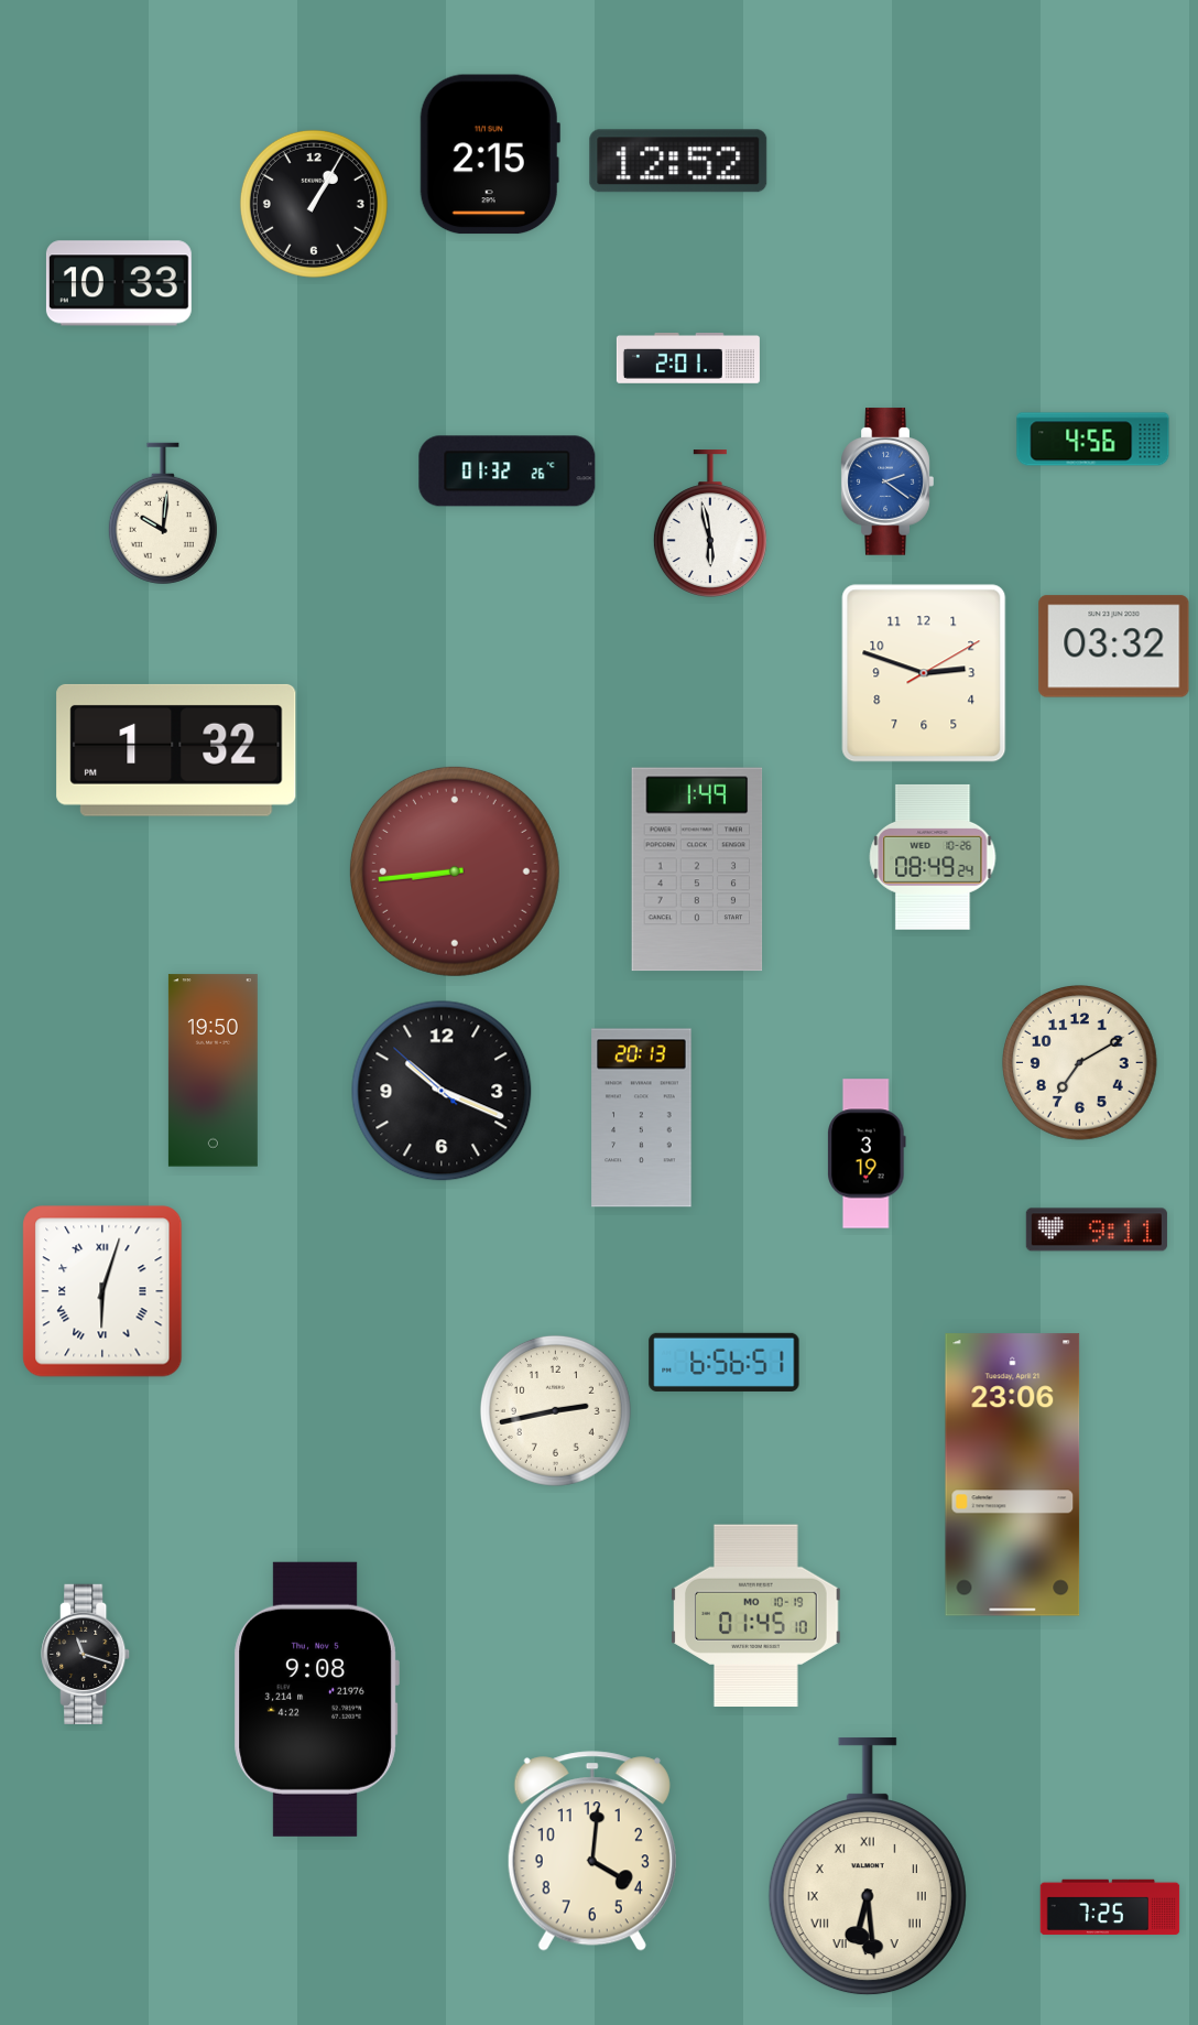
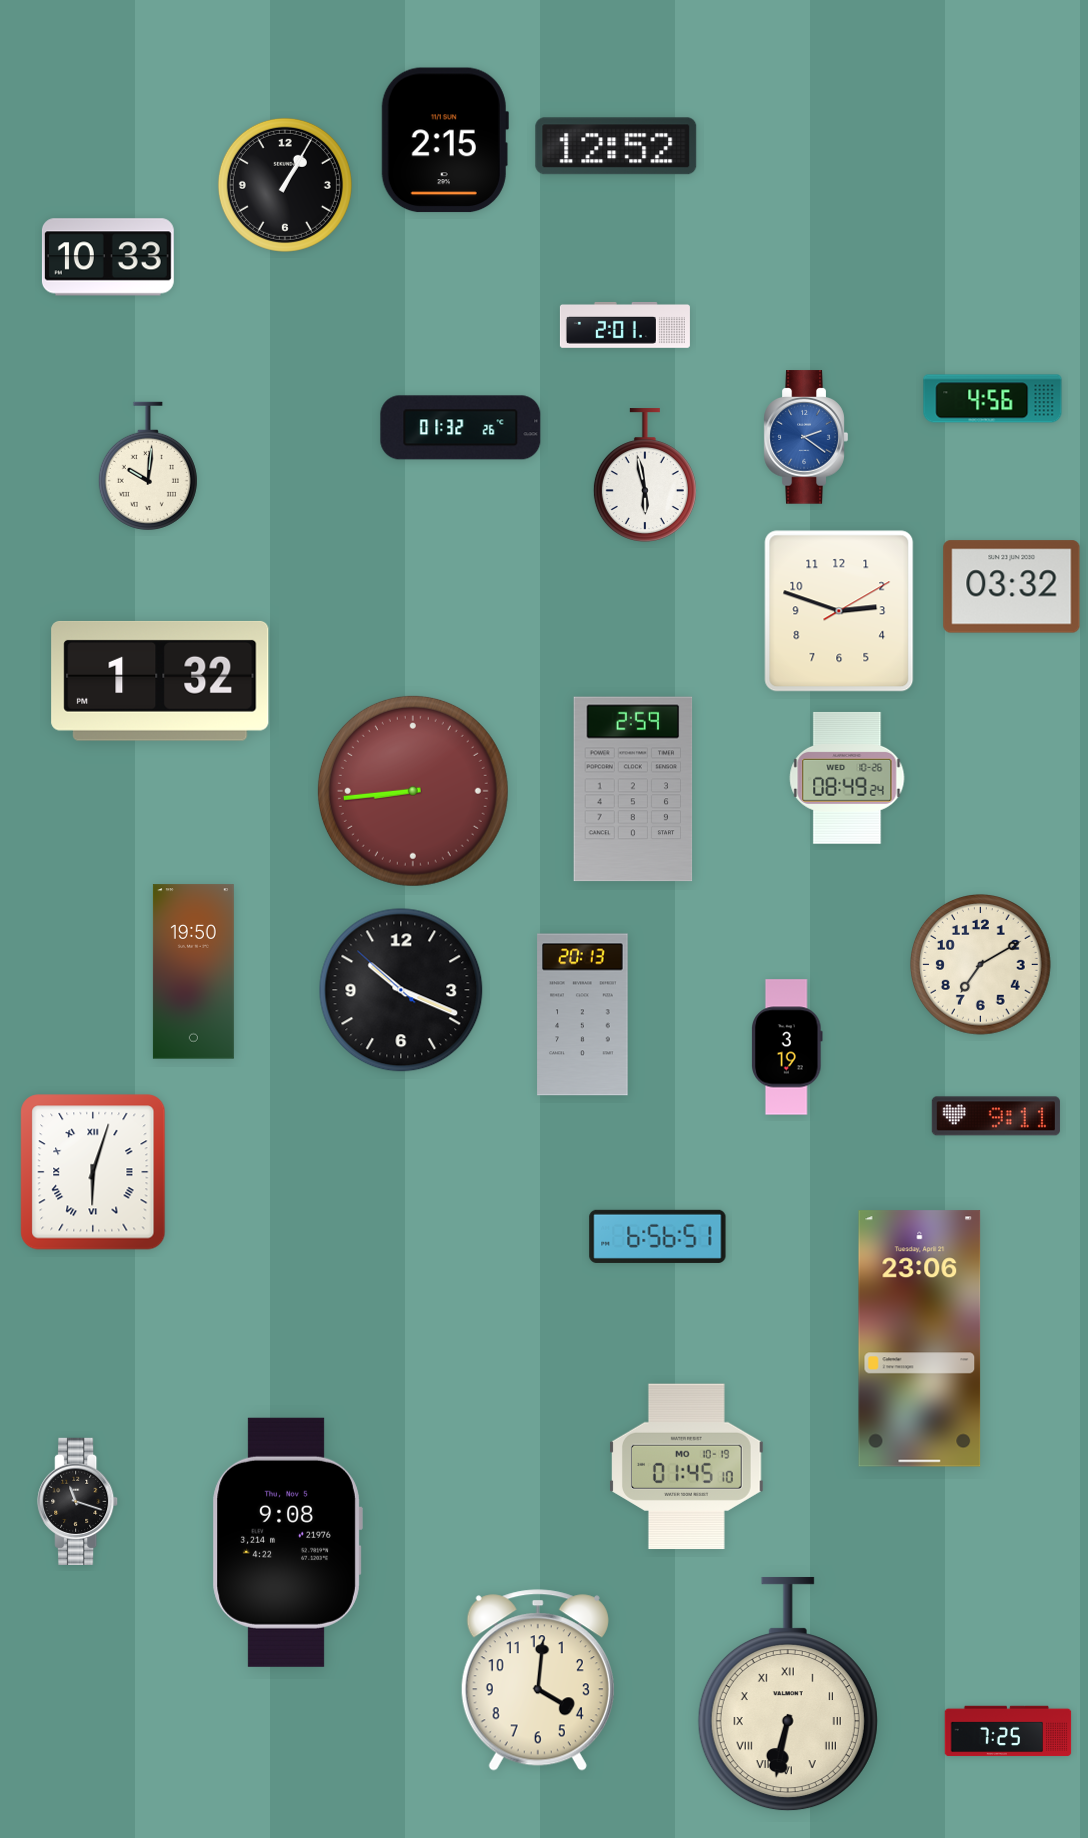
clock at (697, 869): 1:49 -> 2:59
clock at (555, 1410): 2:43 -> none
clock at (868, 1866): 6:29 -> 6:32
